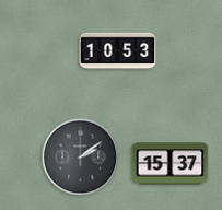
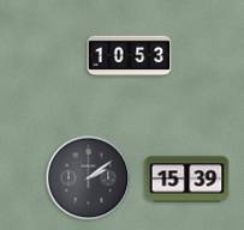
clock at (81, 157) position: (81, 157) -> (89, 178)
clock at (171, 164): 15:37 -> 15:39
